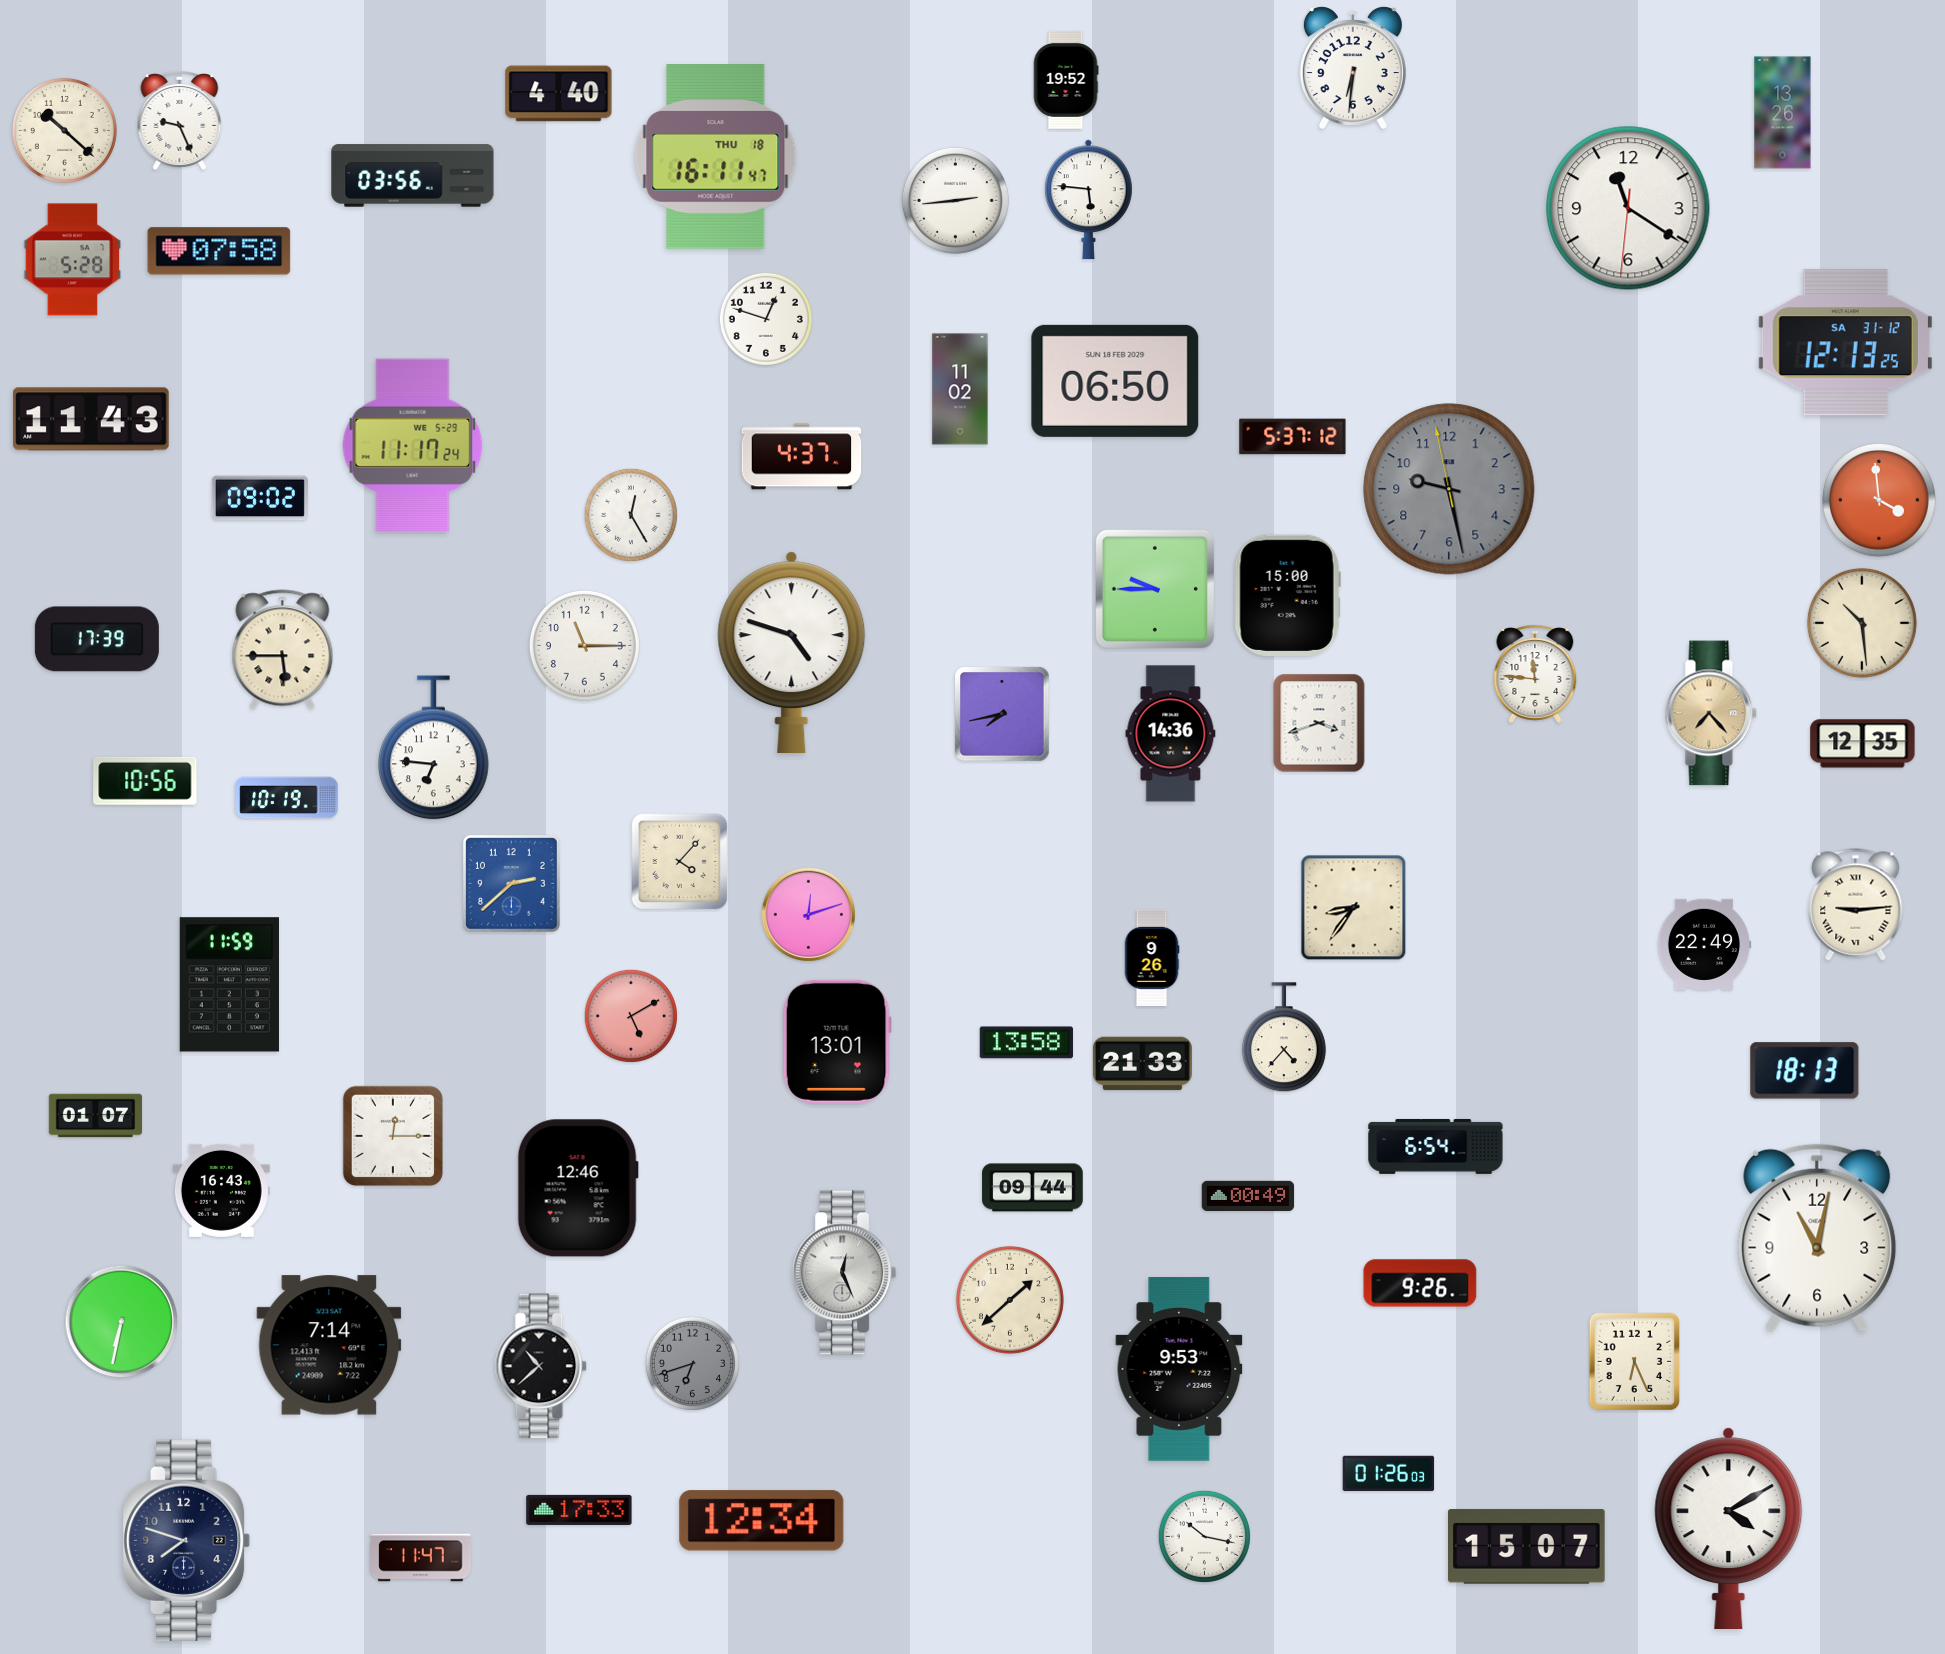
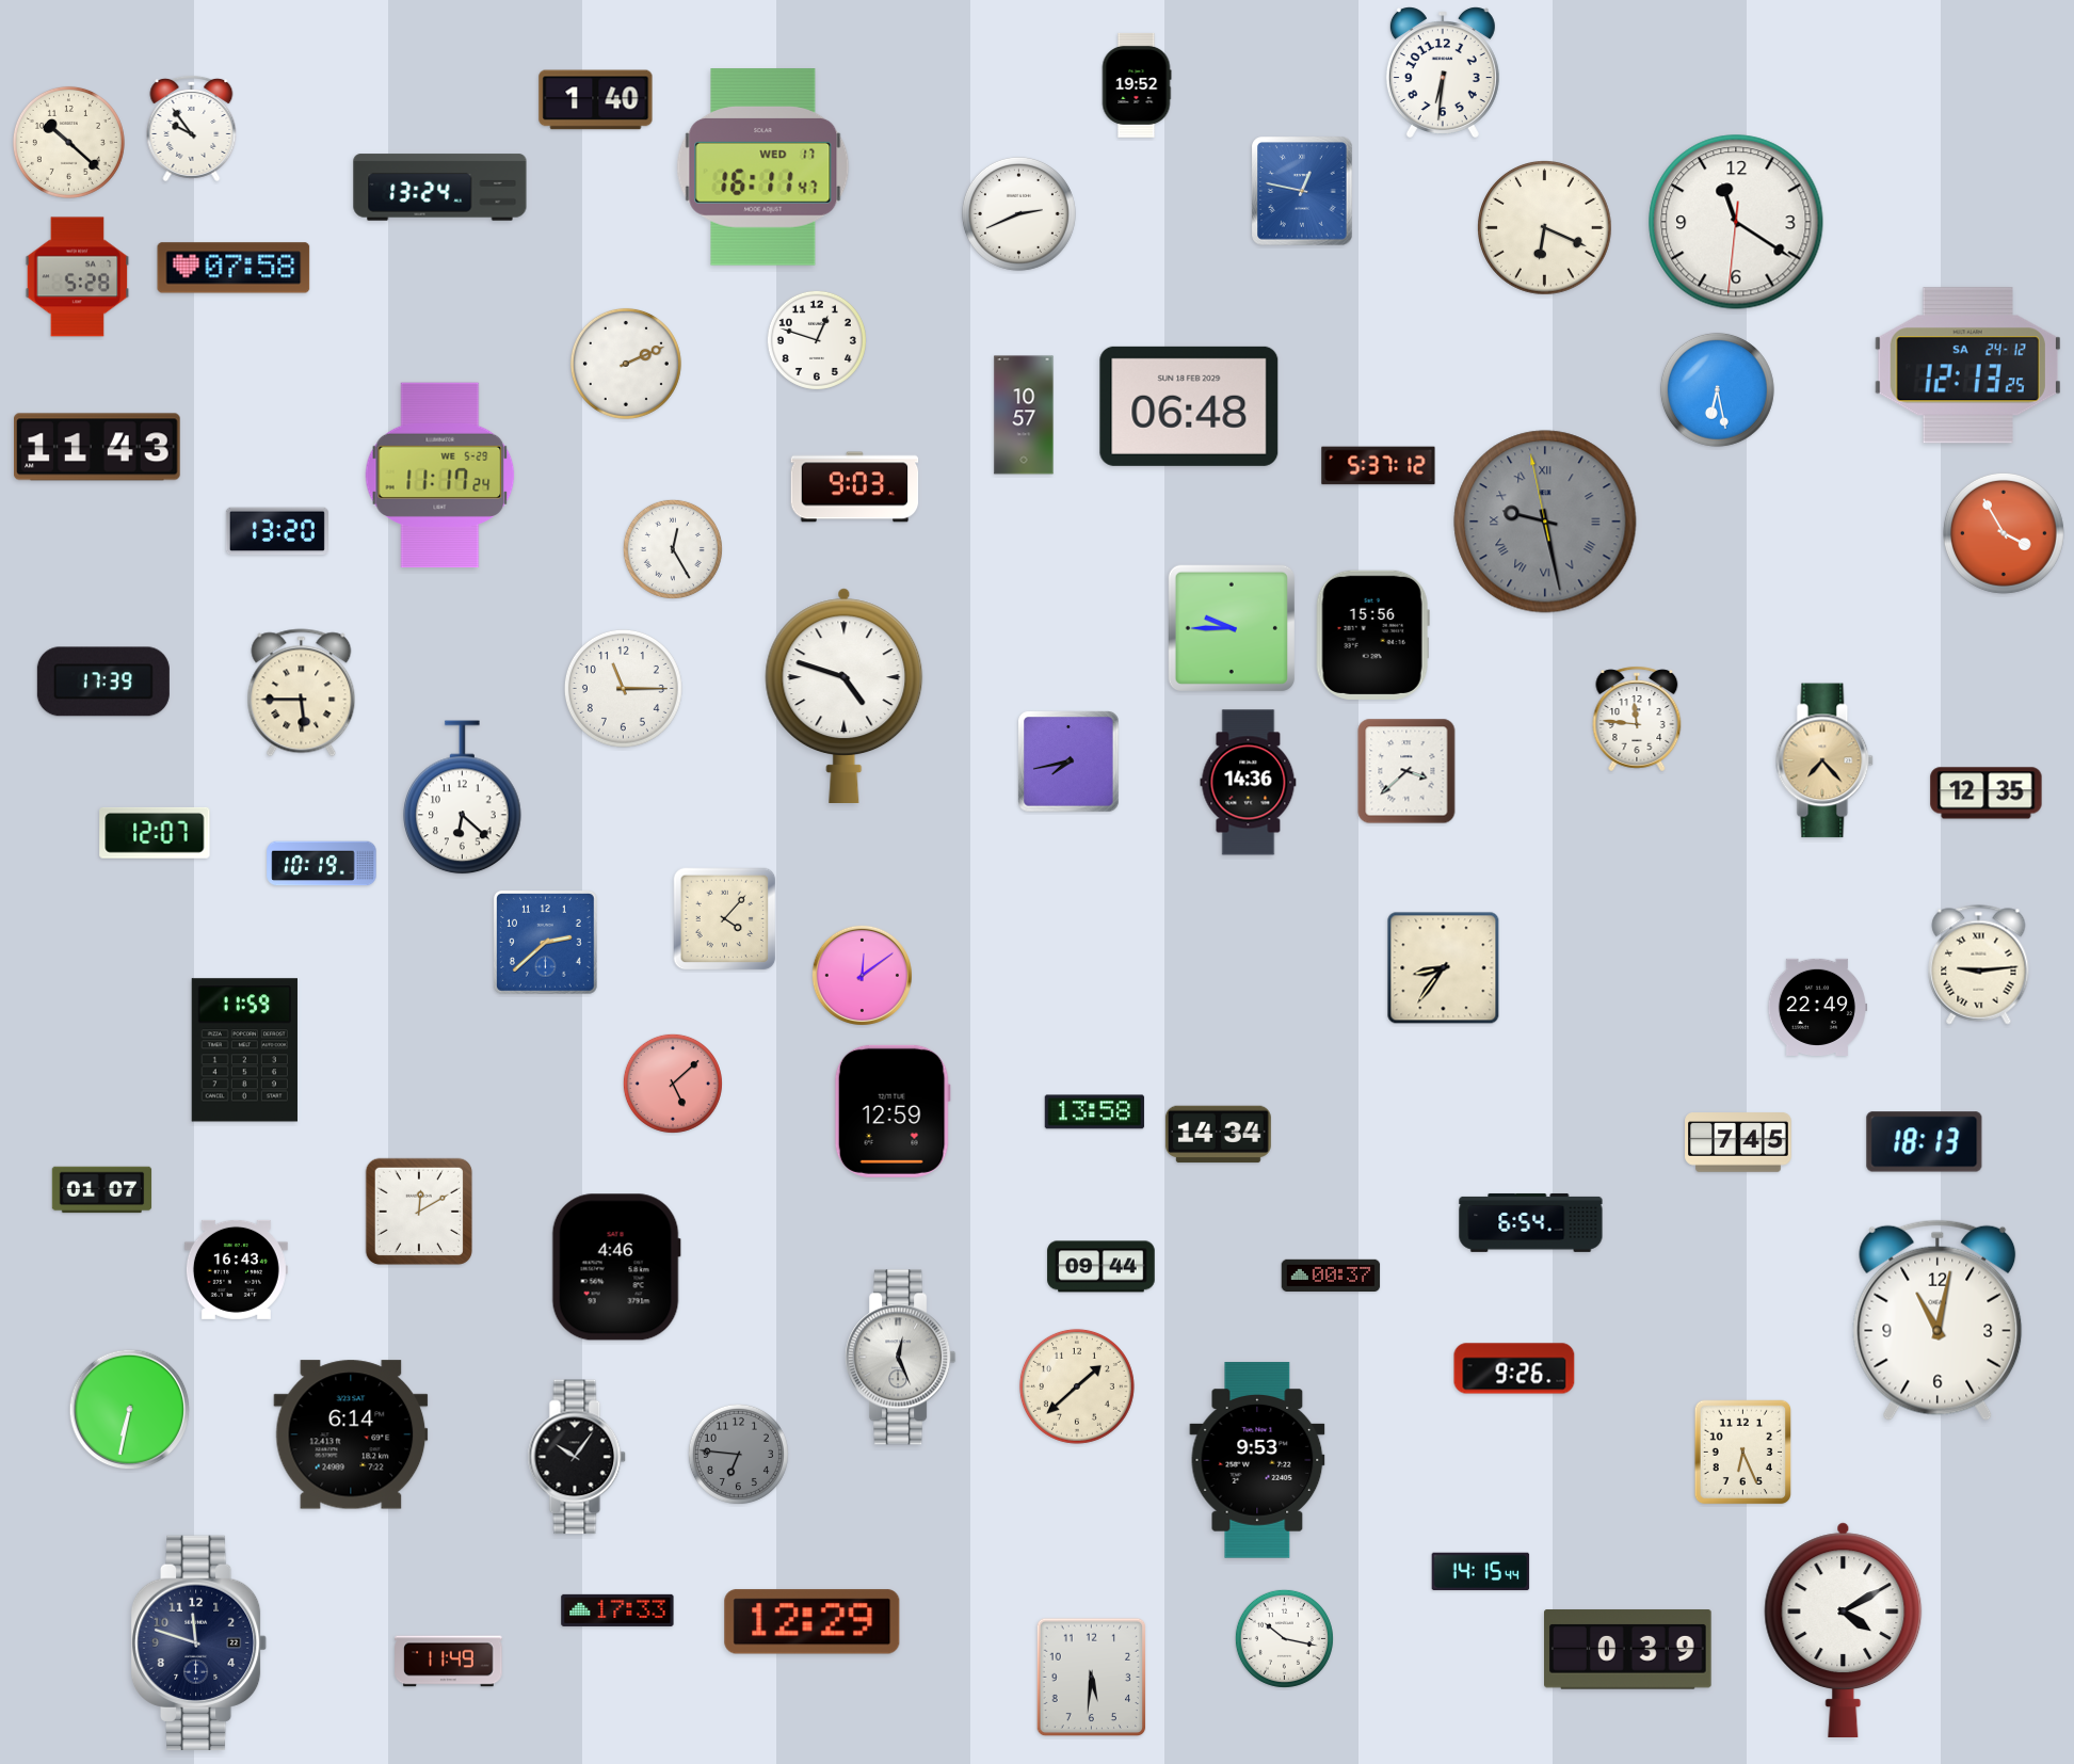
clock at (559, 94): 4:40 -> 1:40
clock at (1783, 113): 13:26 -> none
clock at (180, 120): 9:26 -> 9:54
clock at (64, 130) position: (64, 130) -> (68, 142)
clock at (716, 157) date: THU 18 -> WED 17
clock at (413, 176): 03:56 -> 13:24
clock at (1302, 191): none -> 12:47
clock at (955, 200): 2:44 -> 2:41
clock at (1088, 200): 5:46 -> none
clock at (1545, 228): none -> 6:19
clock at (626, 364): none -> 2:11
clock at (1845, 343) date: SA 31-12 -> SA 24-12
clock at (1717, 389): none -> 6:28
clock at (1115, 381): 06:50 -> 06:48
clock at (960, 389): 11:02 -> 10:57
clock at (802, 457): 4:37 -> 9:03
clock at (1449, 489) numerals: Arabic -> Roman
clock at (260, 498): 09:02 -> 13:20
clock at (1879, 500): 3:59 -> 3:55
clock at (1287, 595): 15:00 -> 15:56
clock at (1862, 623): 10:29 -> none
clock at (1319, 723): 3:42 -> 3:38
clock at (434, 748): 6:46 -> 6:22
clock at (145, 781): 10:56 -> 12:07
clock at (287, 798) position: (287, 798) -> (322, 864)
clock at (808, 914): 12:12 -> 12:09
clock at (1152, 958): 9:26 -> none
clock at (631, 1016): 5:10 -> 5:08
clock at (1284, 1038): 4:37 -> none
clock at (837, 1042): 13:01 -> 12:59
clock at (1142, 1064): 21:33 -> 14:34
clock at (1738, 1142): none -> 7:45
clock at (392, 1135): 12:15 -> 12:10
clock at (578, 1188): 12:46 -> 4:46
clock at (1248, 1195): 00:49 -> 00:37
clock at (329, 1345): 7:14 -> 6:14
clock at (692, 1363): 6:42 -> 6:46
clock at (541, 1366): 10:38 -> 10:06
clock at (1389, 1473): 01:26 -> 14:15
clock at (762, 1521): 12:34 -> 12:29
clock at (187, 1540): 7:48 -> 11:48
clock at (1527, 1547): 15:07 -> 0:39
clock at (421, 1558): 11:47 -> 11:49
clock at (1092, 1678): none -> 5:31
